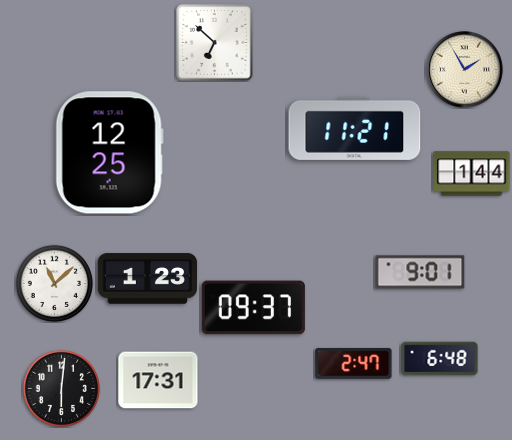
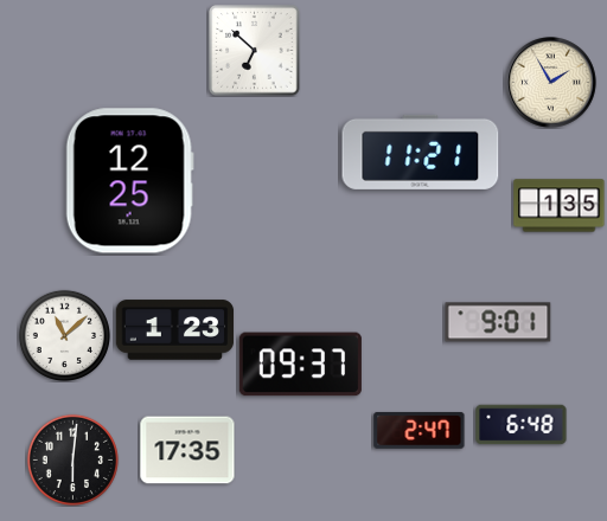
clock at (472, 174): 1:44 -> 1:35
clock at (158, 380): 17:31 -> 17:35
